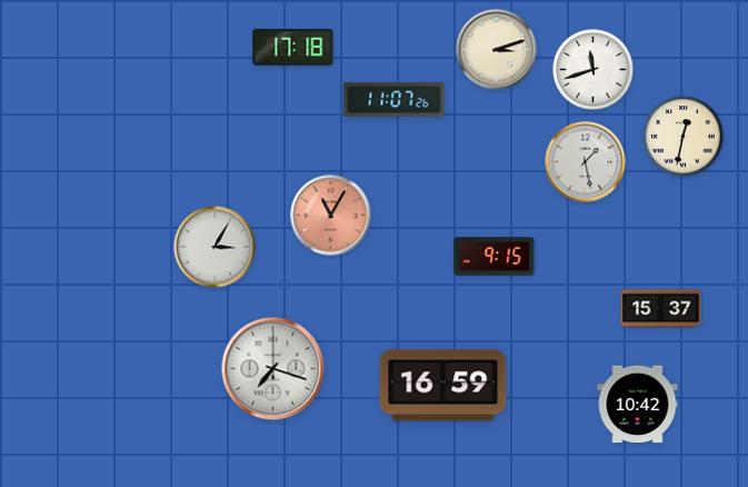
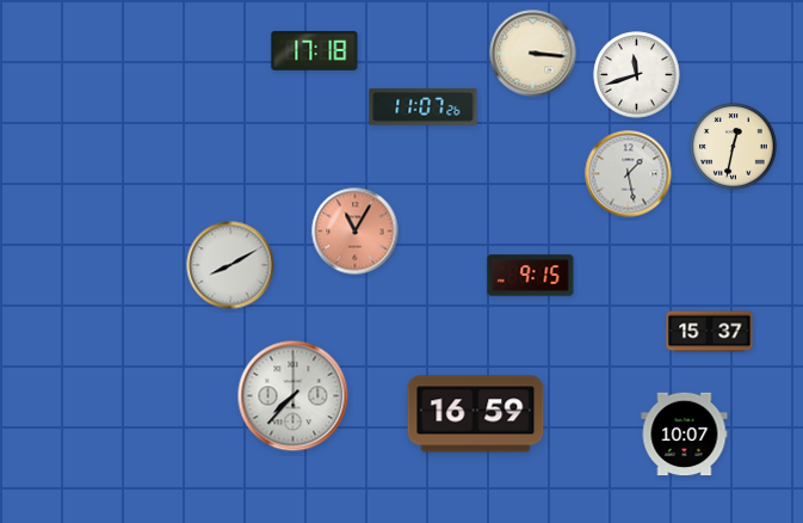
clock at (497, 50): 3:12 -> 3:16
clock at (215, 247): 3:05 -> 8:10
clock at (273, 369): 7:18 -> 7:37
clock at (638, 405): 10:42 -> 10:07
